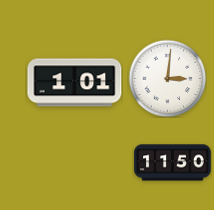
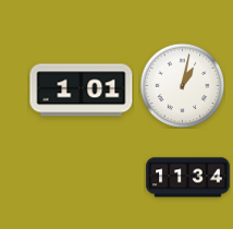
clock at (167, 78): 3:01 -> 1:02
clock at (173, 163): 11:50 -> 11:34
